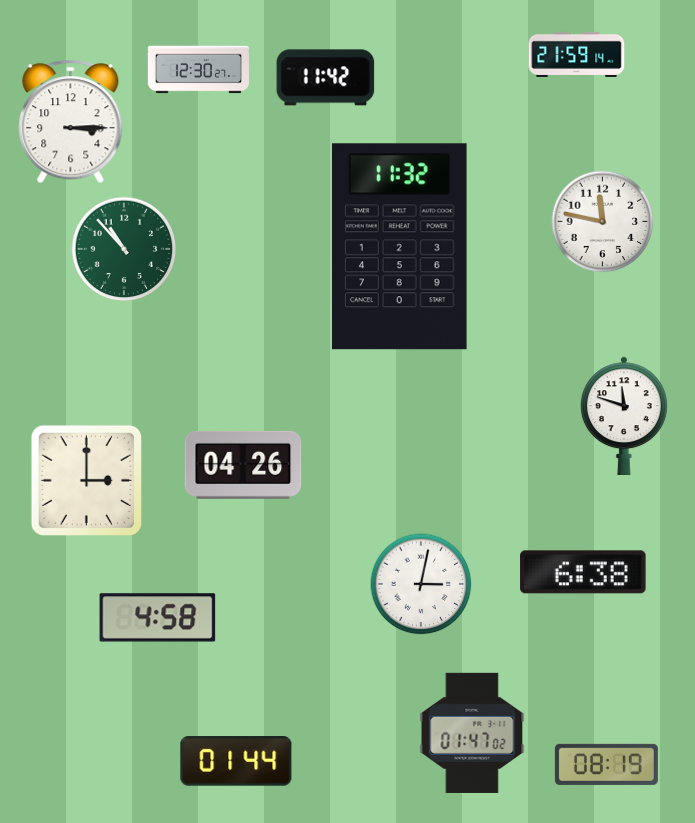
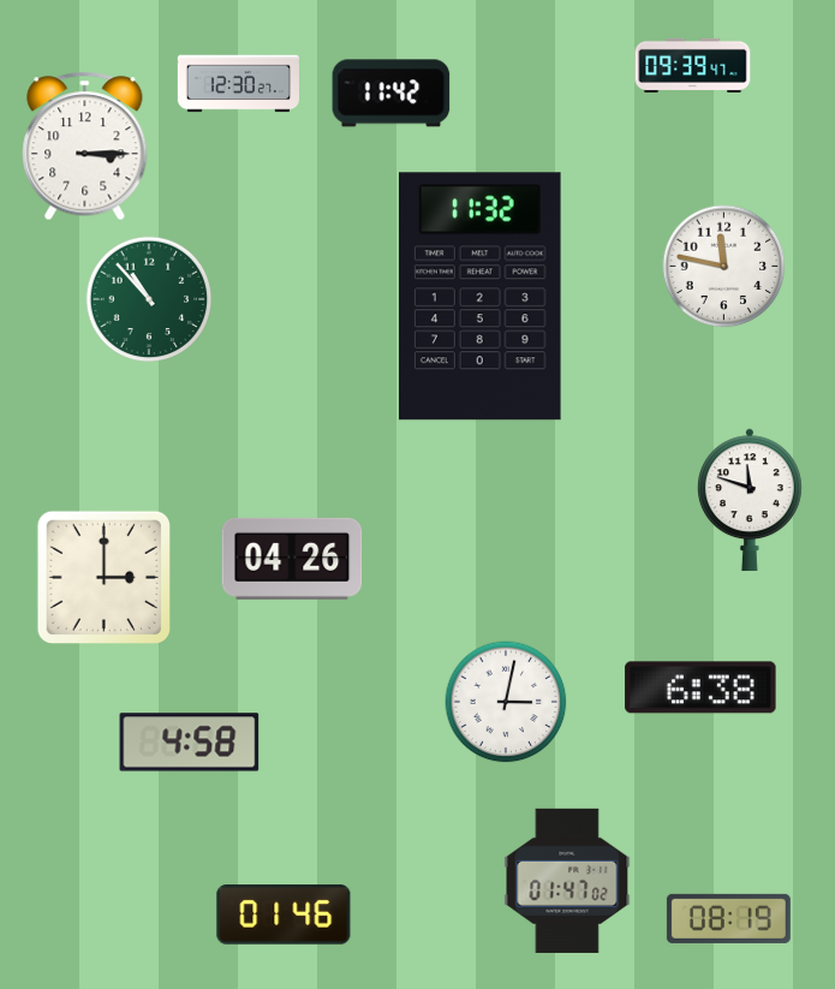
clock at (577, 54): 21:59 -> 09:39
clock at (236, 761): 01:44 -> 01:46
